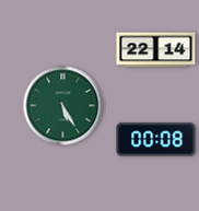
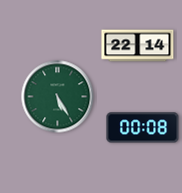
clock at (156, 50) position: (156, 50) -> (138, 46)
